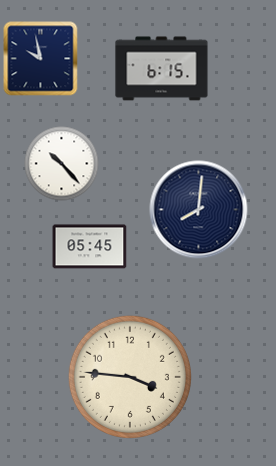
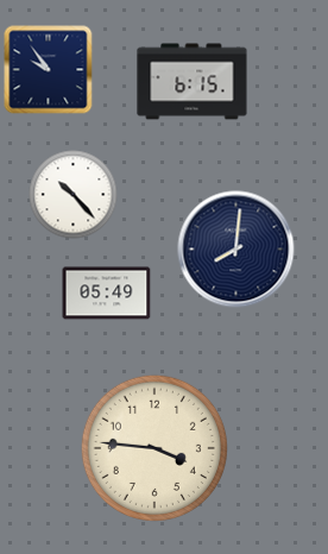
clock at (41, 59): 9:58 -> 9:54
clock at (90, 247): 05:45 -> 05:49
